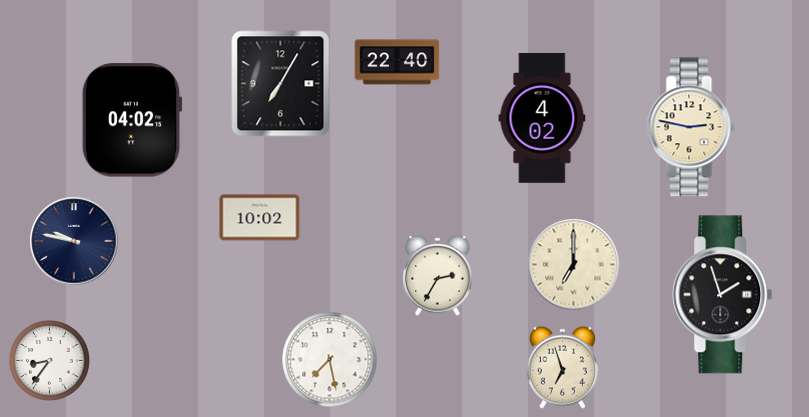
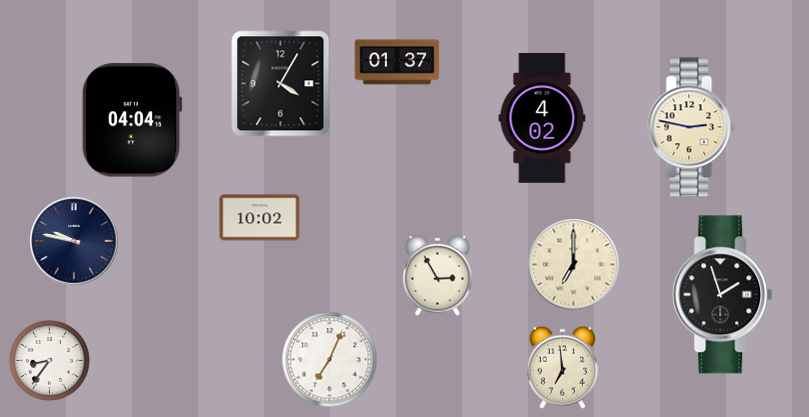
clock at (397, 62): 22:40 -> 01:37
clock at (281, 84): 7:05 -> 4:05
clock at (132, 120): 04:02 -> 04:04
clock at (438, 275): 2:35 -> 2:55
clock at (330, 360): 7:28 -> 7:04
clock at (562, 367): 6:57 -> 6:59
